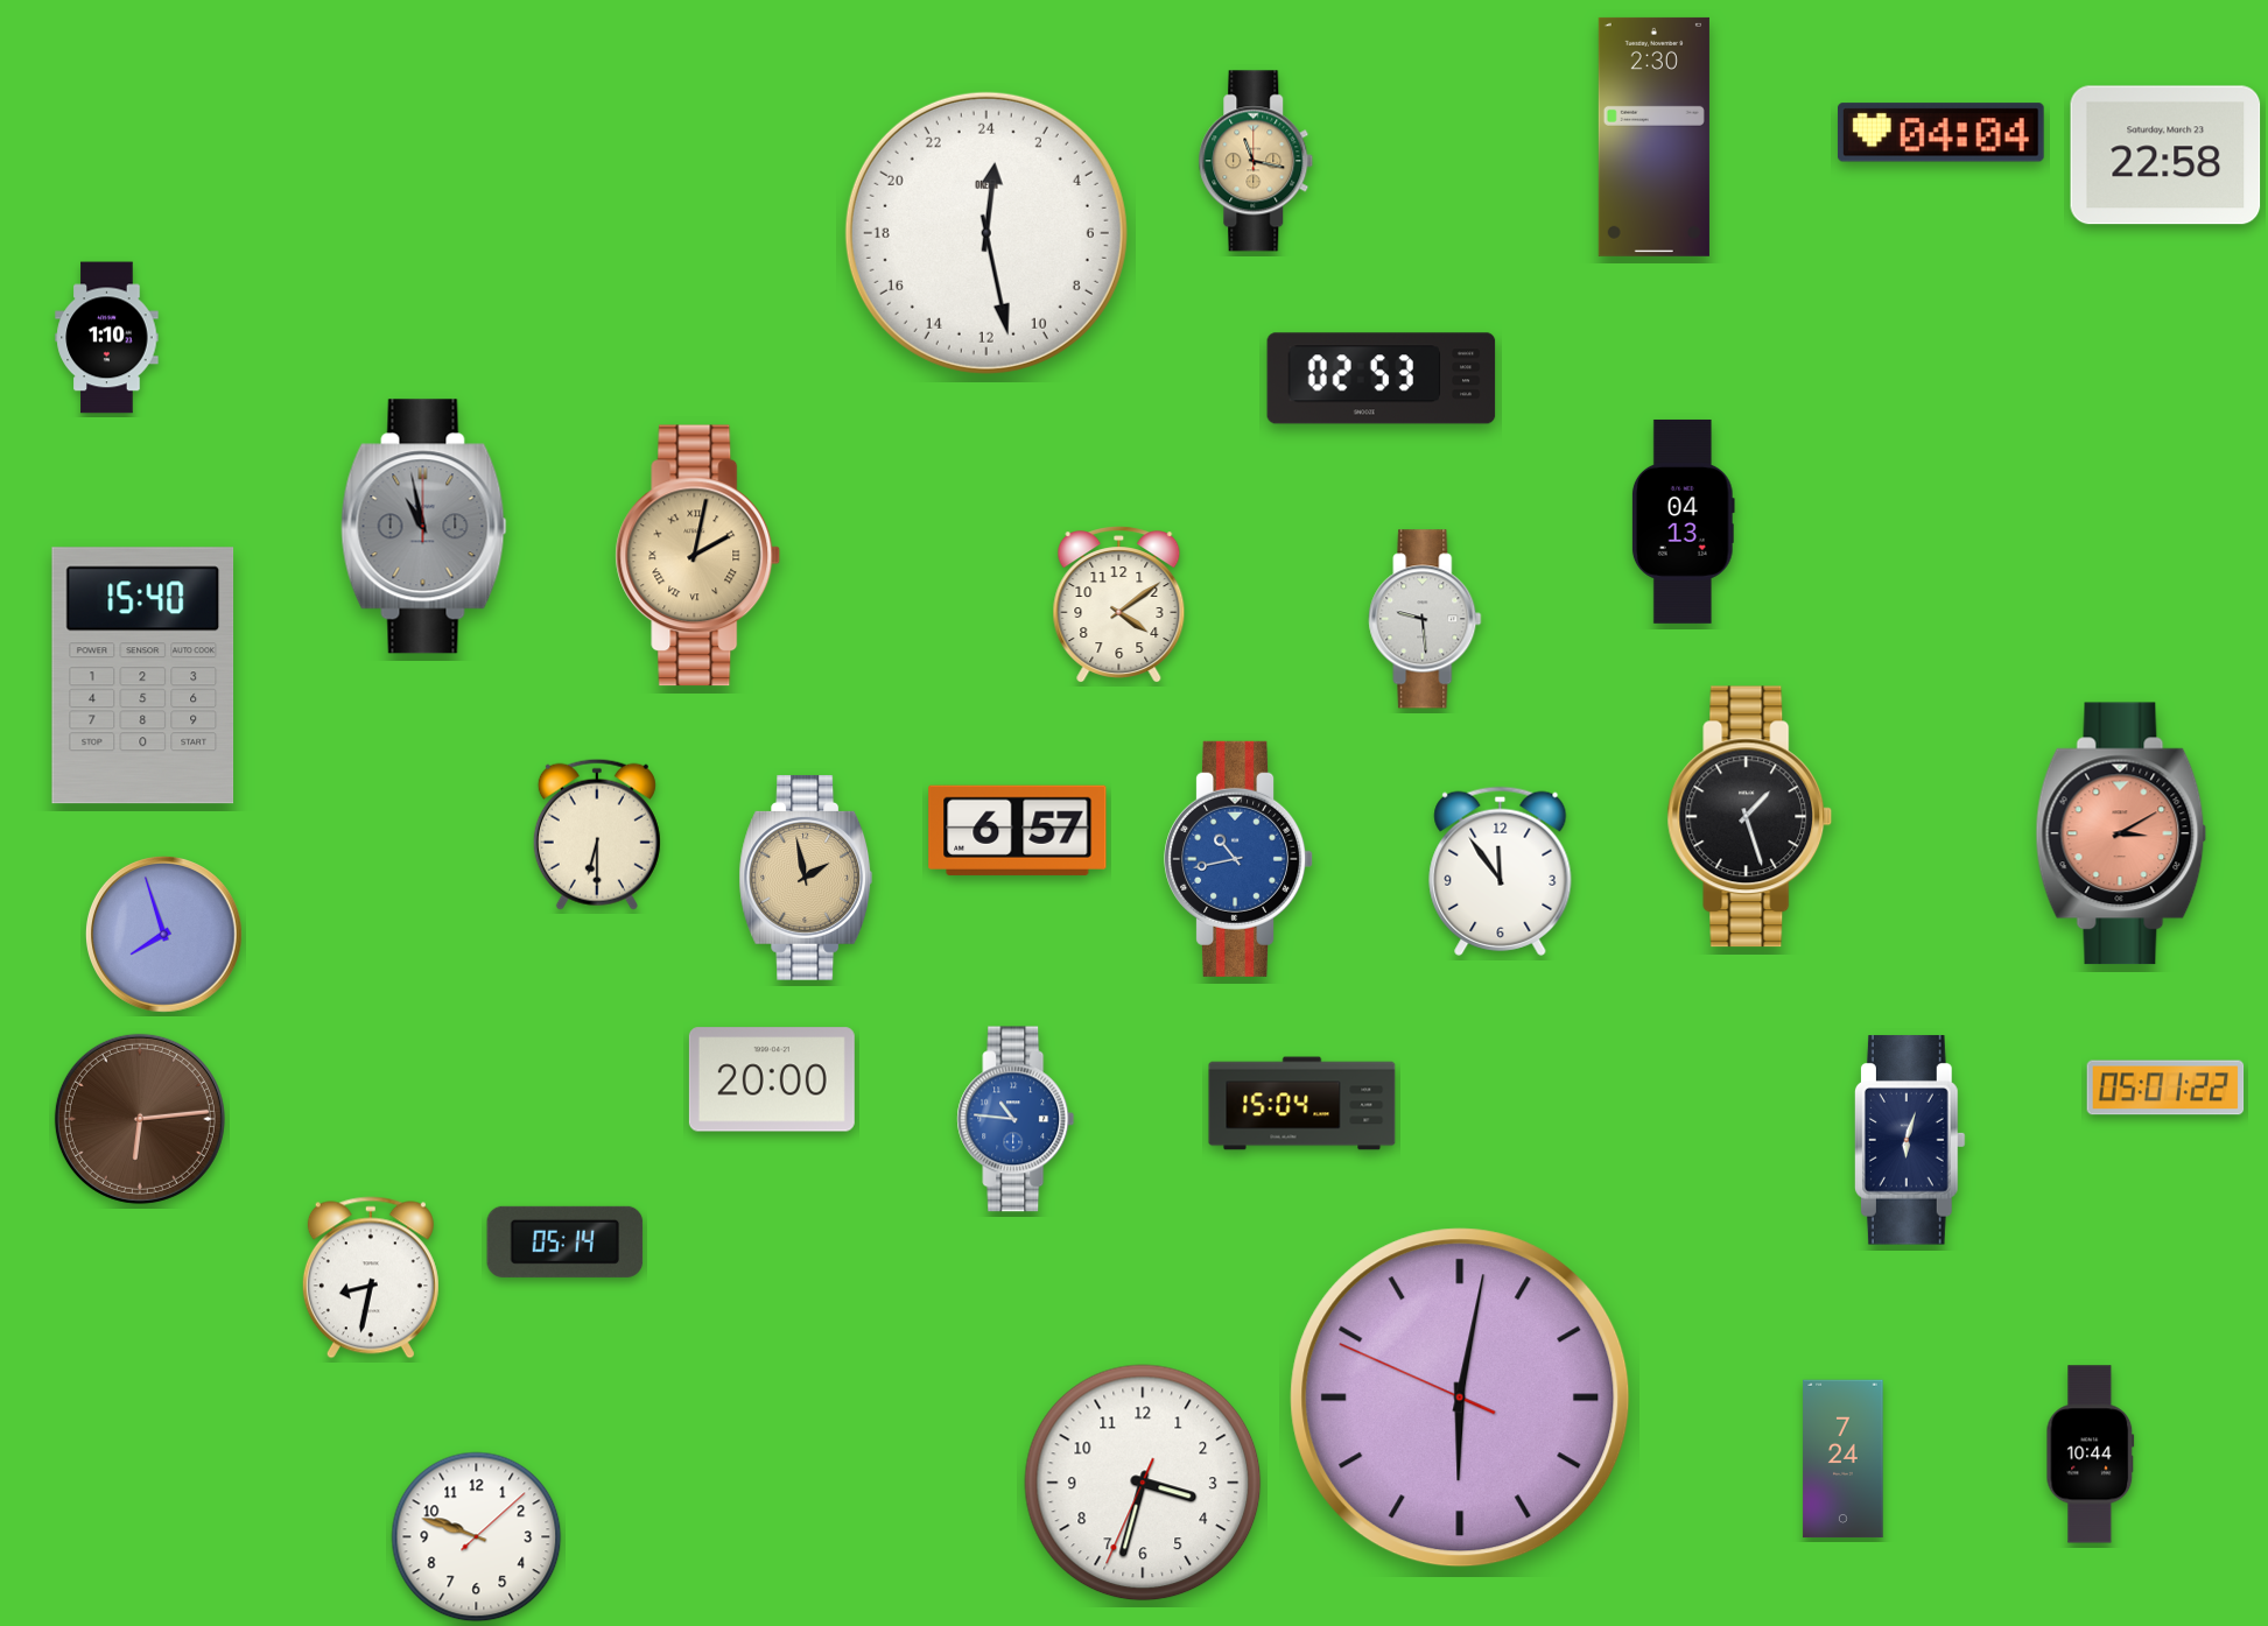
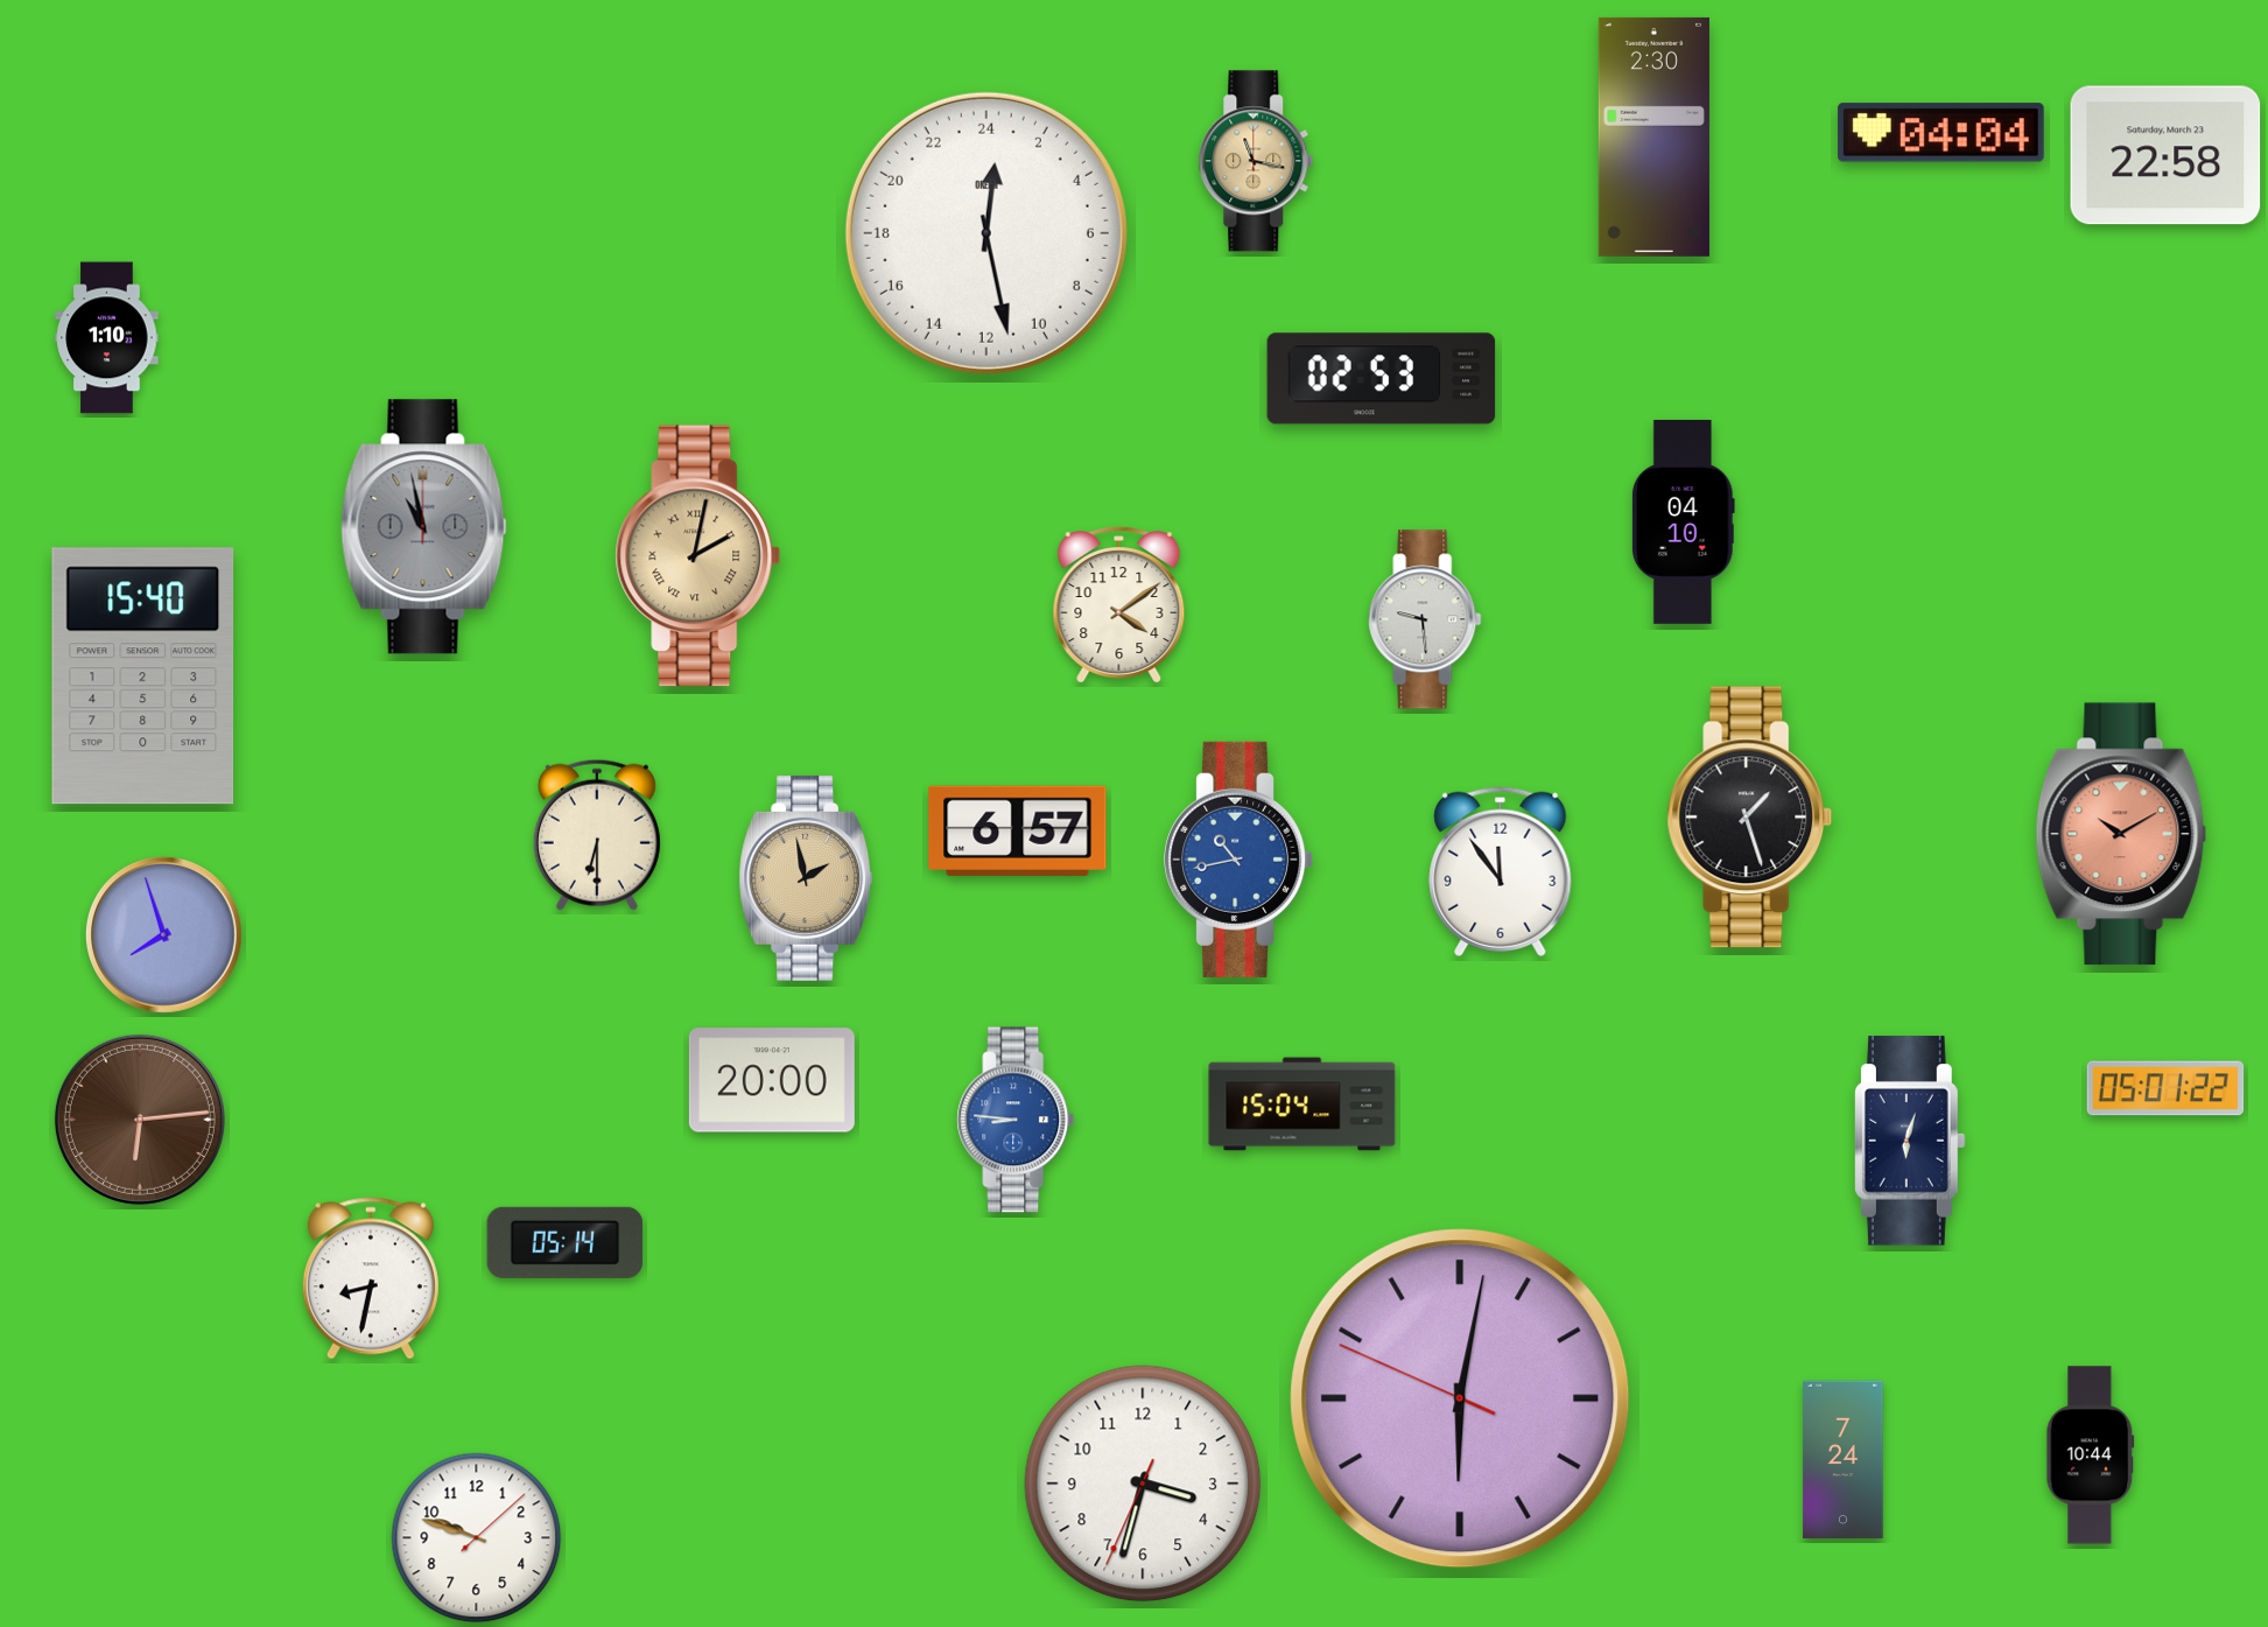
clock at (1683, 521): 04:13 -> 04:10
clock at (2121, 833): 3:10 -> 10:10
clock at (1016, 1119): 10:46 -> 8:46
